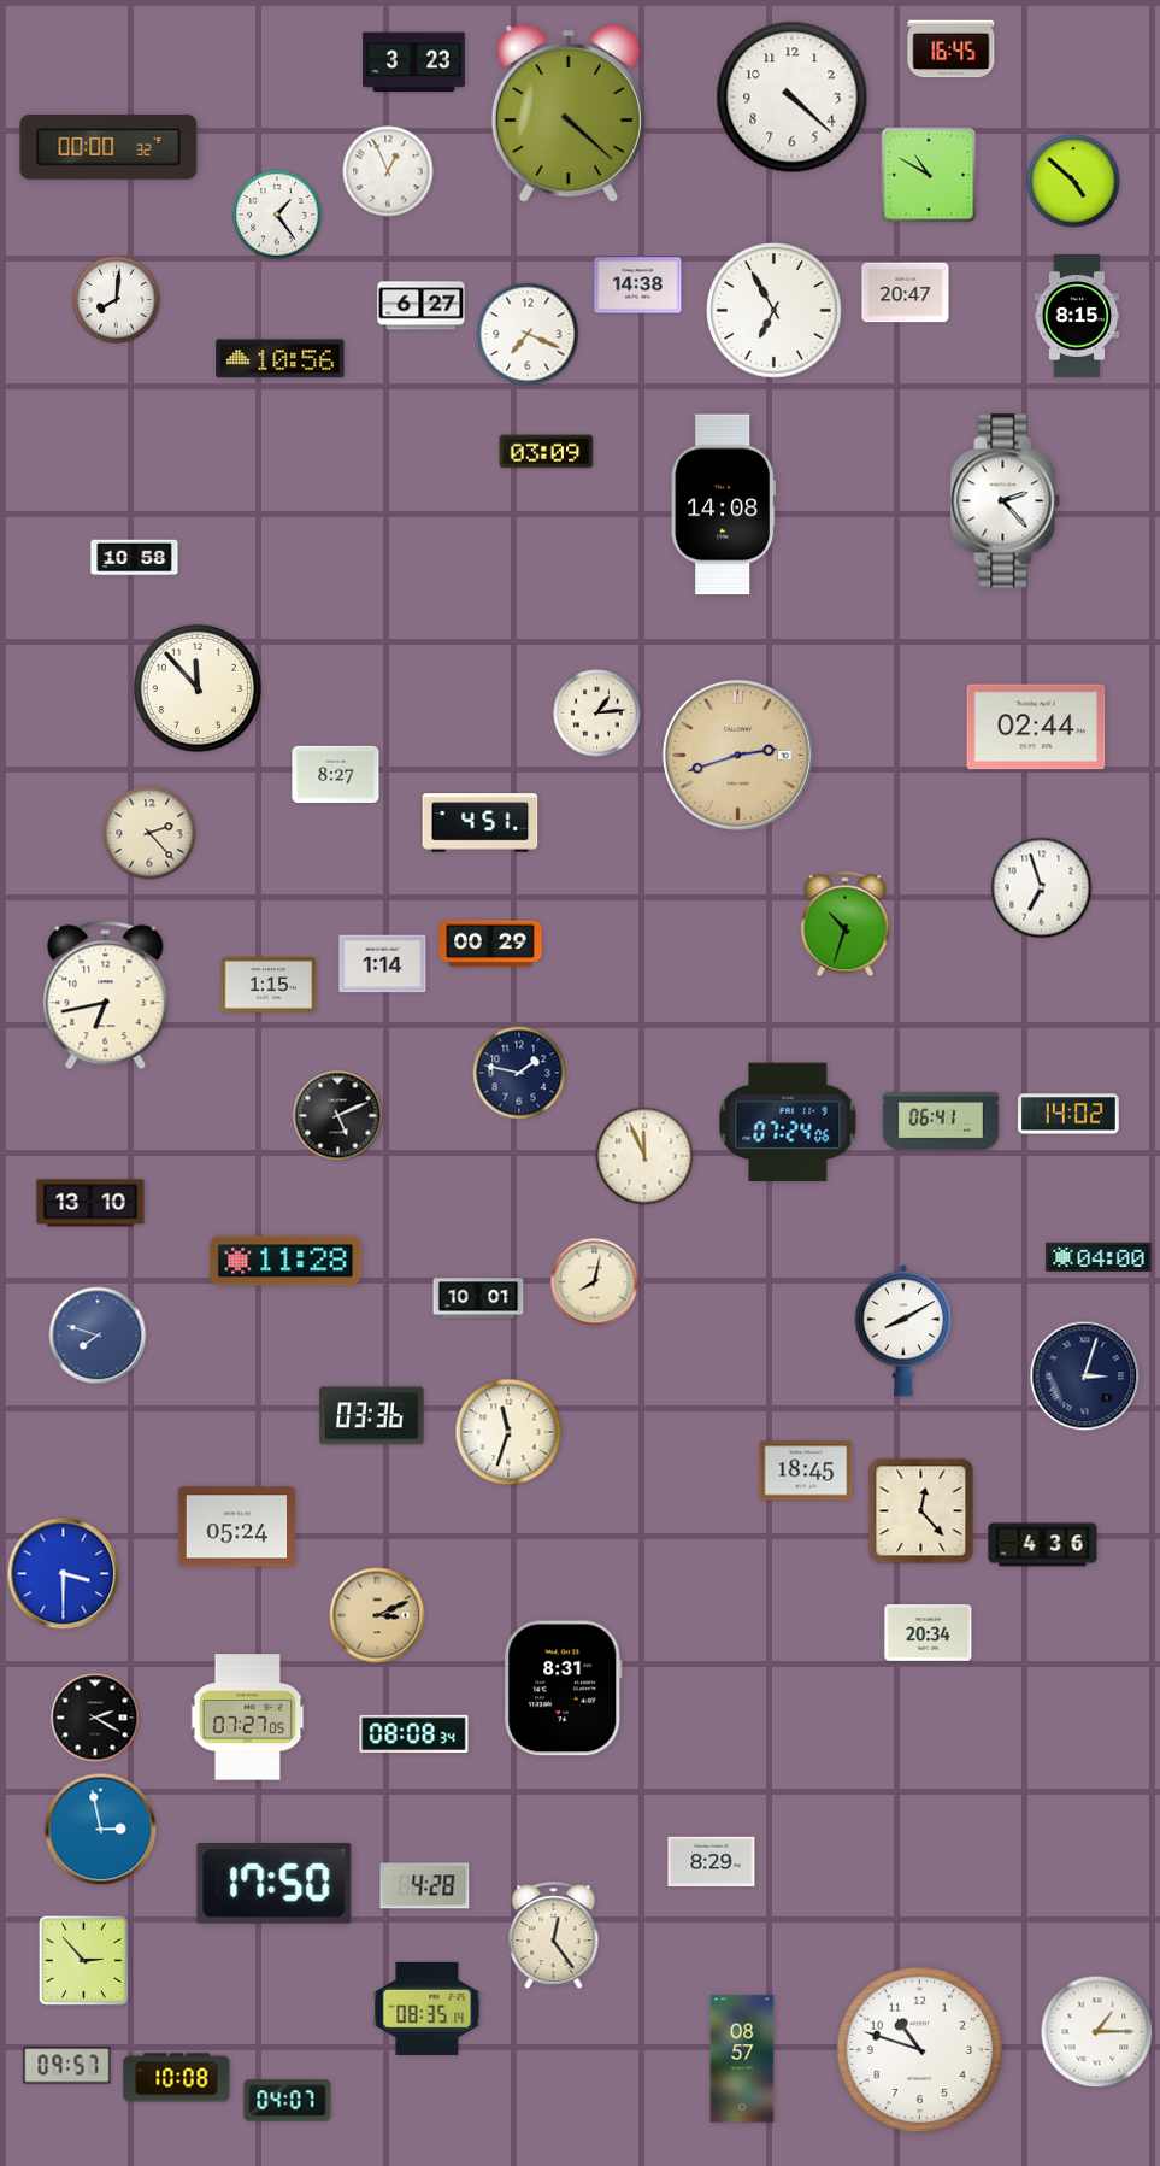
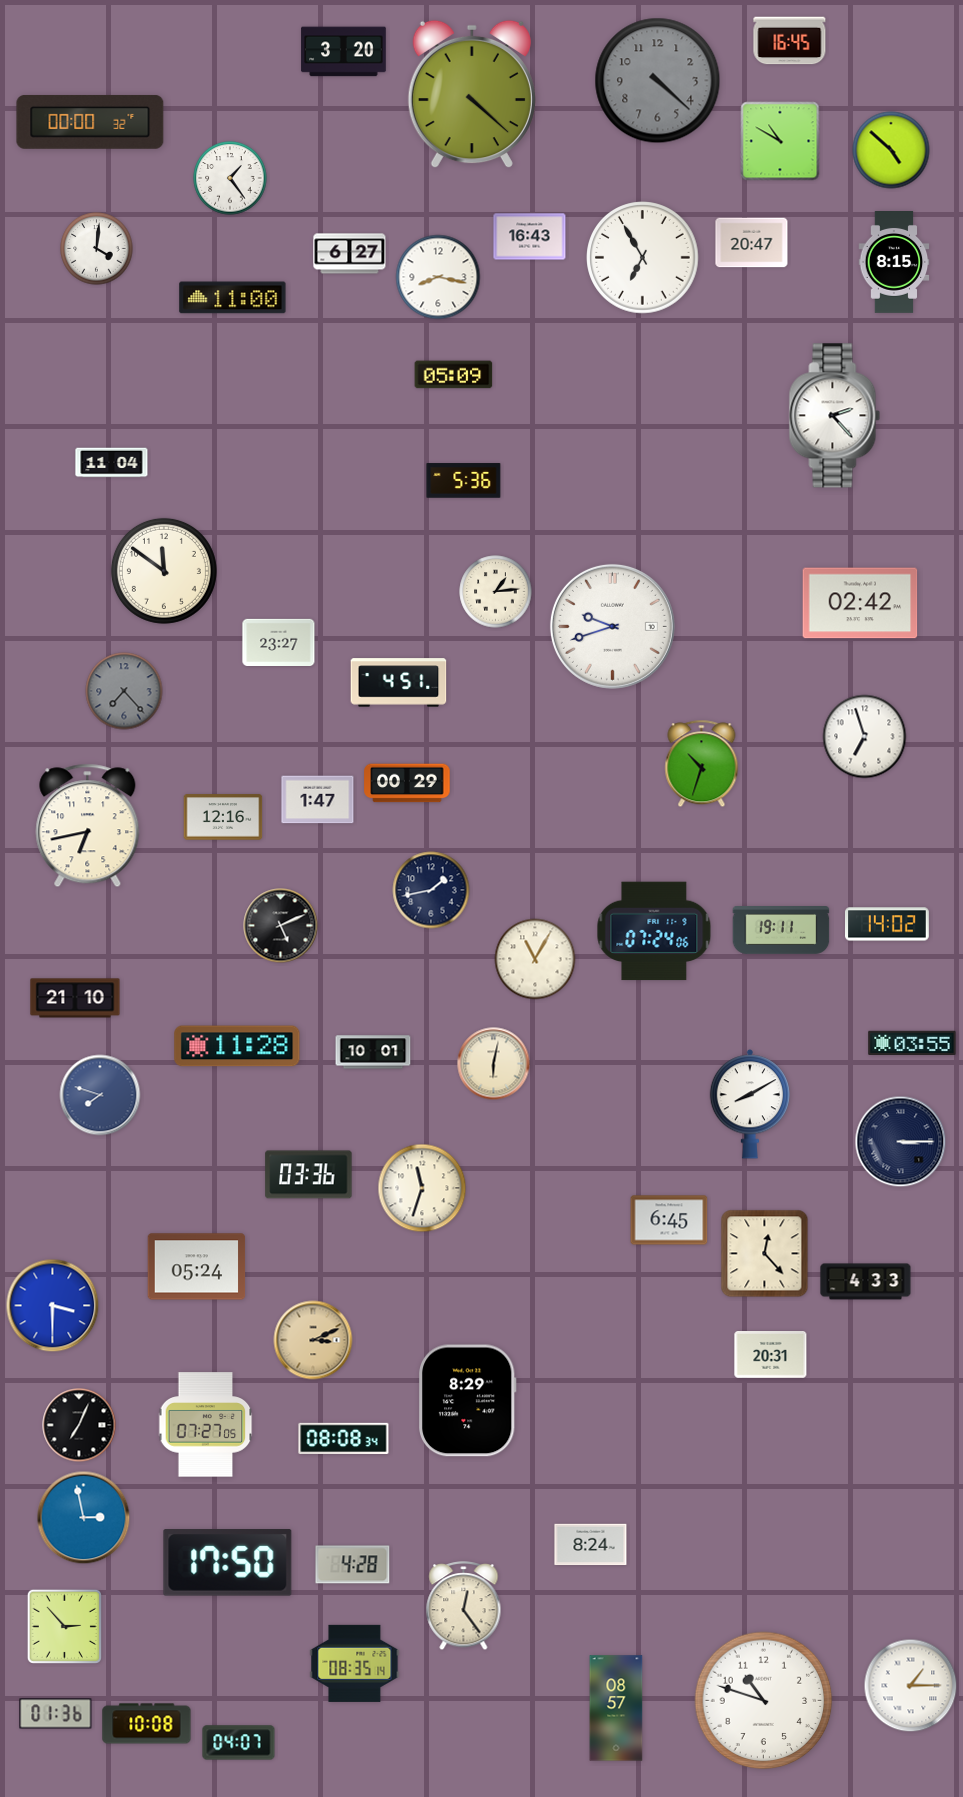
clock at (414, 63): 3:23 -> 3:20
clock at (793, 98) dial: white -> grey
clock at (388, 171): 12:56 -> none
clock at (929, 175) position: (929, 175) -> (780, 141)
clock at (638, 286): 14:38 -> 16:43
clock at (117, 300): 8:01 -> 4:01
clock at (528, 334): 7:19 -> 8:17
clock at (281, 359): 10:56 -> 11:00
clock at (547, 452): 03:09 -> 05:09
clock at (724, 505): 14:08 -> none
clock at (135, 558): 10:58 -> 11:04
clock at (464, 481): none -> 5:36
clock at (198, 688): 11:53 -> 11:51
clock at (1036, 727): 02:44 -> 02:42
clock at (737, 755): 2:42 -> 9:42
clock at (737, 755) dial: champagne -> white
clock at (336, 774): 8:27 -> 23:27
clock at (149, 833): 2:23 -> 7:23
clock at (149, 833) dial: cream -> grey
clock at (846, 924) position: (846, 924) -> (702, 764)
clock at (383, 964): 1:14 -> 1:47
clock at (269, 985): 1:15 -> 12:16
clock at (519, 1073): 1:47 -> 1:43
clock at (941, 1122): 06:41 -> 19:11
clock at (644, 1156): 11:56 -> 11:05
clock at (90, 1203): 13:10 -> 21:10
clock at (1099, 1257): 04:00 -> 03:55
clock at (595, 1282): 8:02 -> 6:02
clock at (478, 1298) position: (478, 1298) -> (373, 1052)
clock at (98, 1336) position: (98, 1336) -> (100, 1095)
clock at (1085, 1377): 3:03 -> 3:15
clock at (806, 1471): 18:45 -> 6:45
clock at (1043, 1545): 4:36 -> 4:33
clock at (929, 1633): 20:34 -> 20:31
clock at (564, 1689): 8:31 -> 8:29
clock at (95, 1718): 2:20 -> 7:04
clock at (712, 1862): 8:29 -> 8:24
clock at (554, 1937) position: (554, 1937) -> (464, 1607)
clock at (83, 1960) position: (83, 1960) -> (64, 1626)
clock at (428, 2008) position: (428, 2008) -> (355, 1663)
clock at (67, 2066): 09:57 -> 01:36
